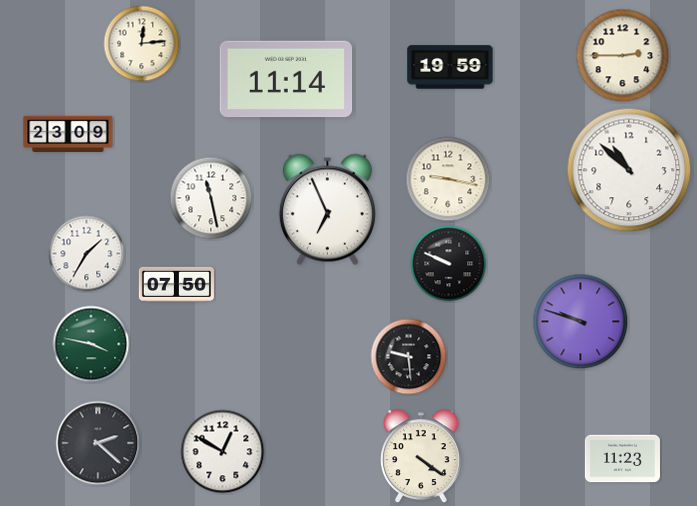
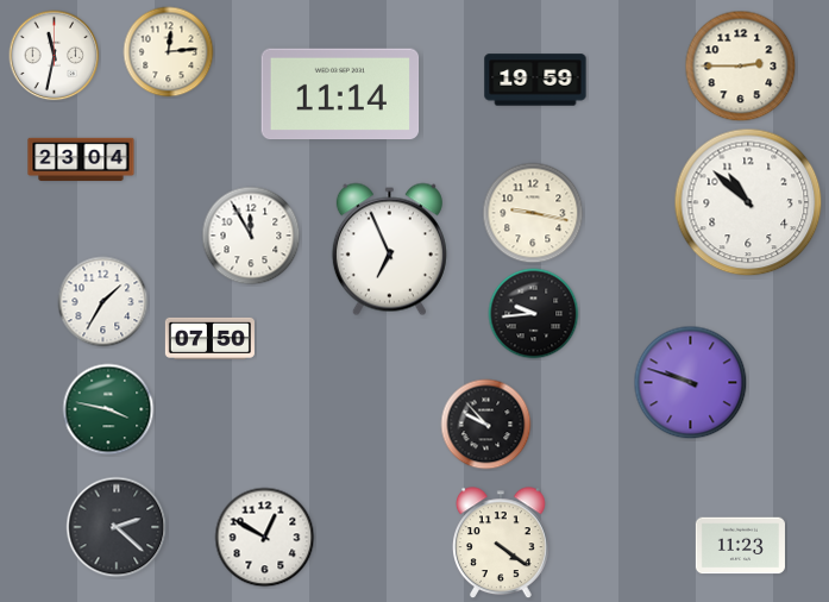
clock at (55, 56): none -> 11:32
clock at (68, 134): 23:09 -> 23:04
clock at (211, 198): 11:28 -> 11:55
clock at (449, 264): 9:49 -> 9:44
clock at (409, 357): 9:29 -> 9:53
